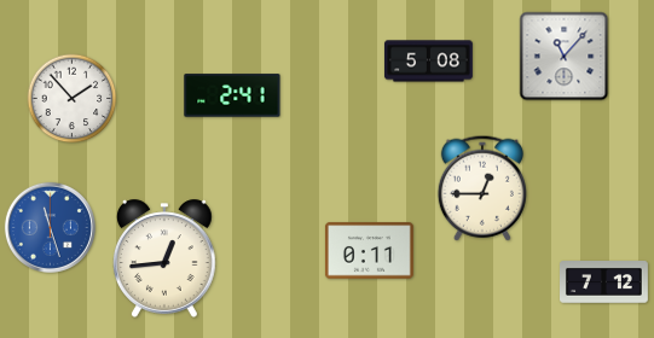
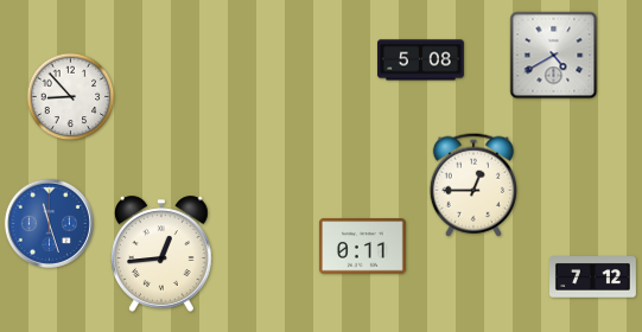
clock at (565, 57): 11:07 -> 4:40
clock at (232, 95): 2:41 -> none
clock at (73, 99): 1:53 -> 8:53
